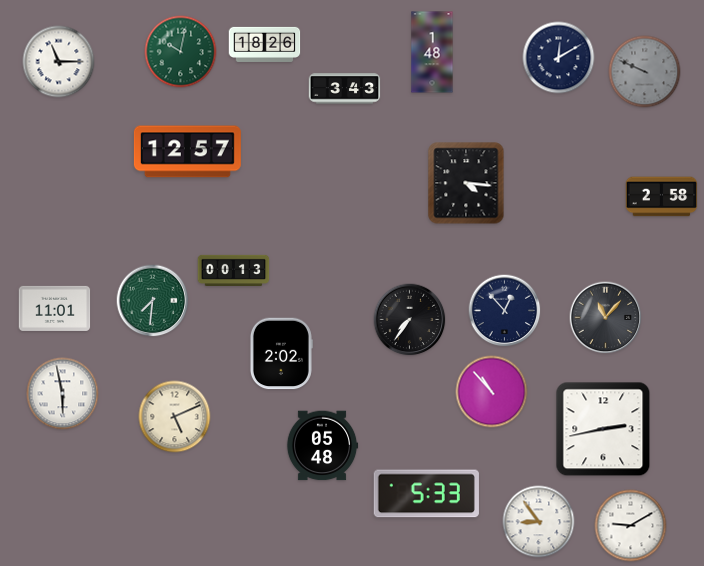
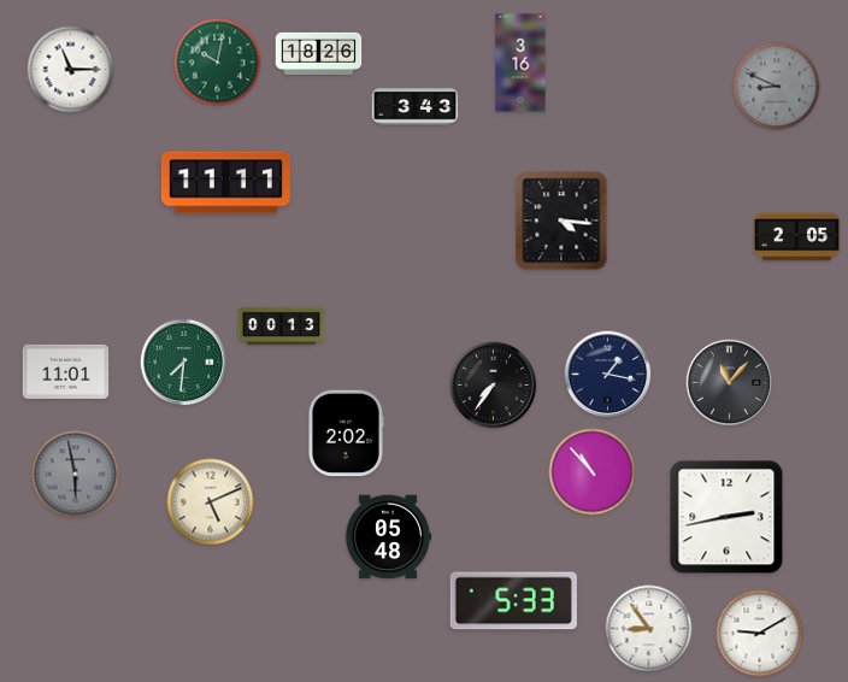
clock at (432, 52): 1:48 -> 3:16
clock at (559, 58): 12:10 -> none
clock at (59, 62) position: (59, 62) -> (71, 70)
clock at (645, 72): 9:49 -> 8:49
clock at (187, 152): 12:57 -> 11:11
clock at (662, 197): 2:58 -> 2:05
clock at (505, 311): 12:53 -> 1:17
clock at (281, 354) position: (281, 354) -> (346, 434)
clock at (63, 394) dial: white -> grey
clock at (426, 494) position: (426, 494) -> (513, 601)
